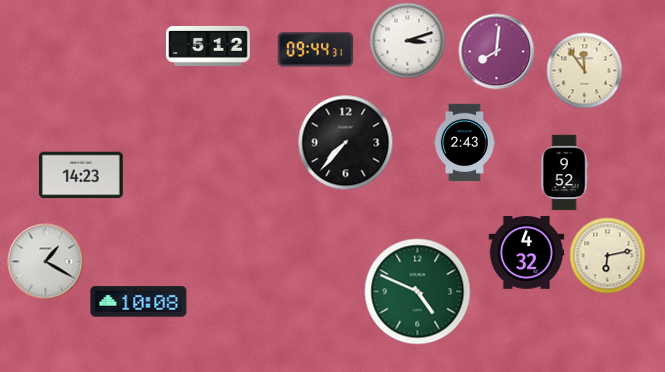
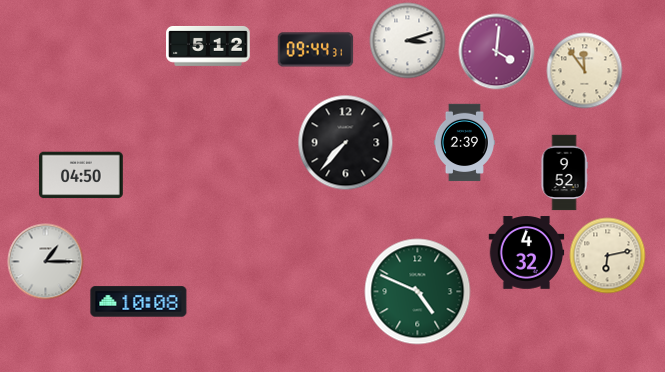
clock at (497, 52): 8:01 -> 4:01
clock at (464, 143): 2:43 -> 2:39
clock at (82, 175): 14:23 -> 04:50
clock at (46, 262): 1:20 -> 1:15
